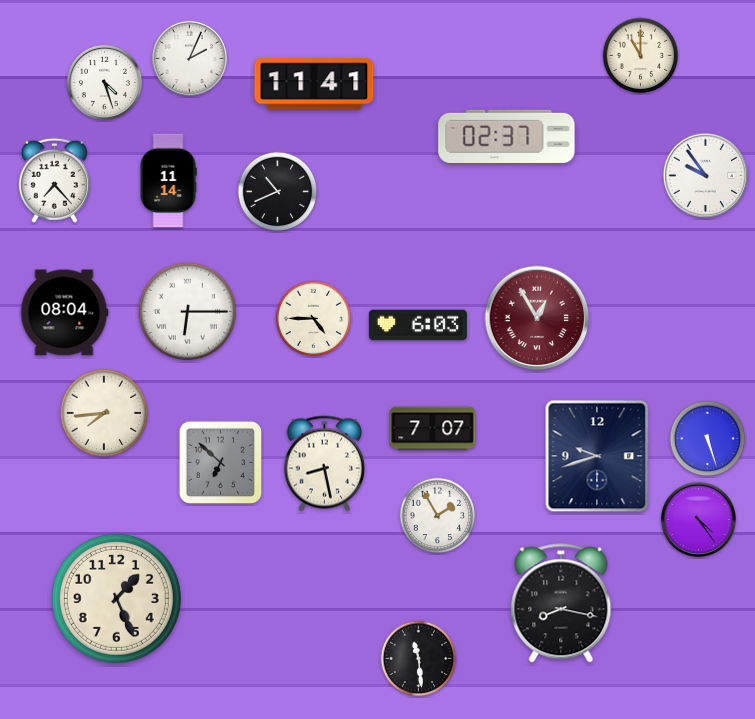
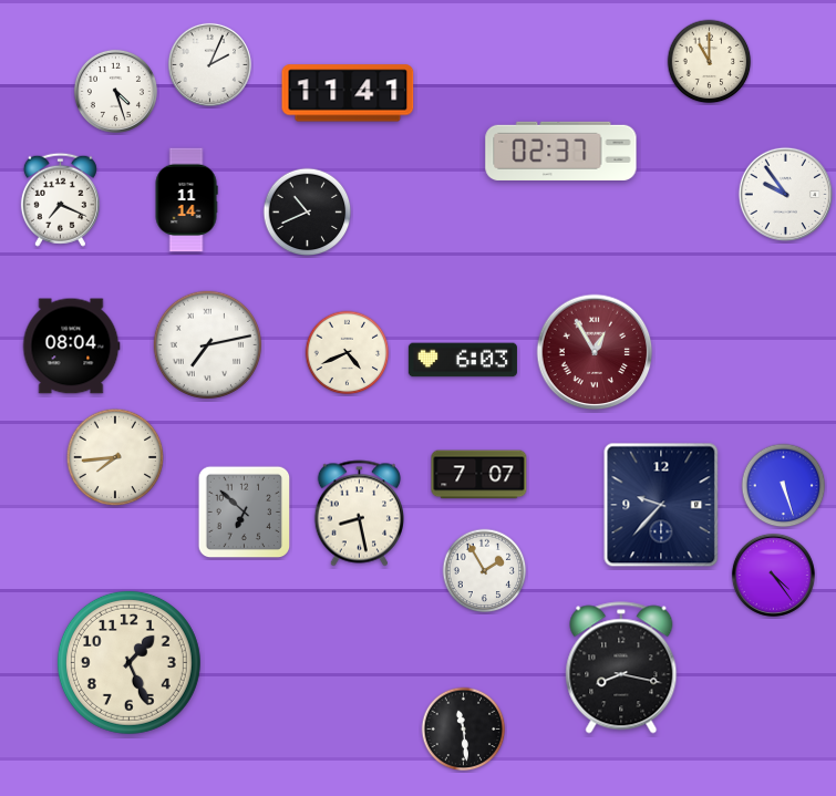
clock at (705, 175) position: (705, 175) -> (785, 194)
clock at (54, 180): 7:23 -> 7:19
clock at (187, 311): 6:15 -> 7:13
clock at (314, 319): 4:45 -> 4:41
clock at (597, 456): 9:42 -> 9:37
